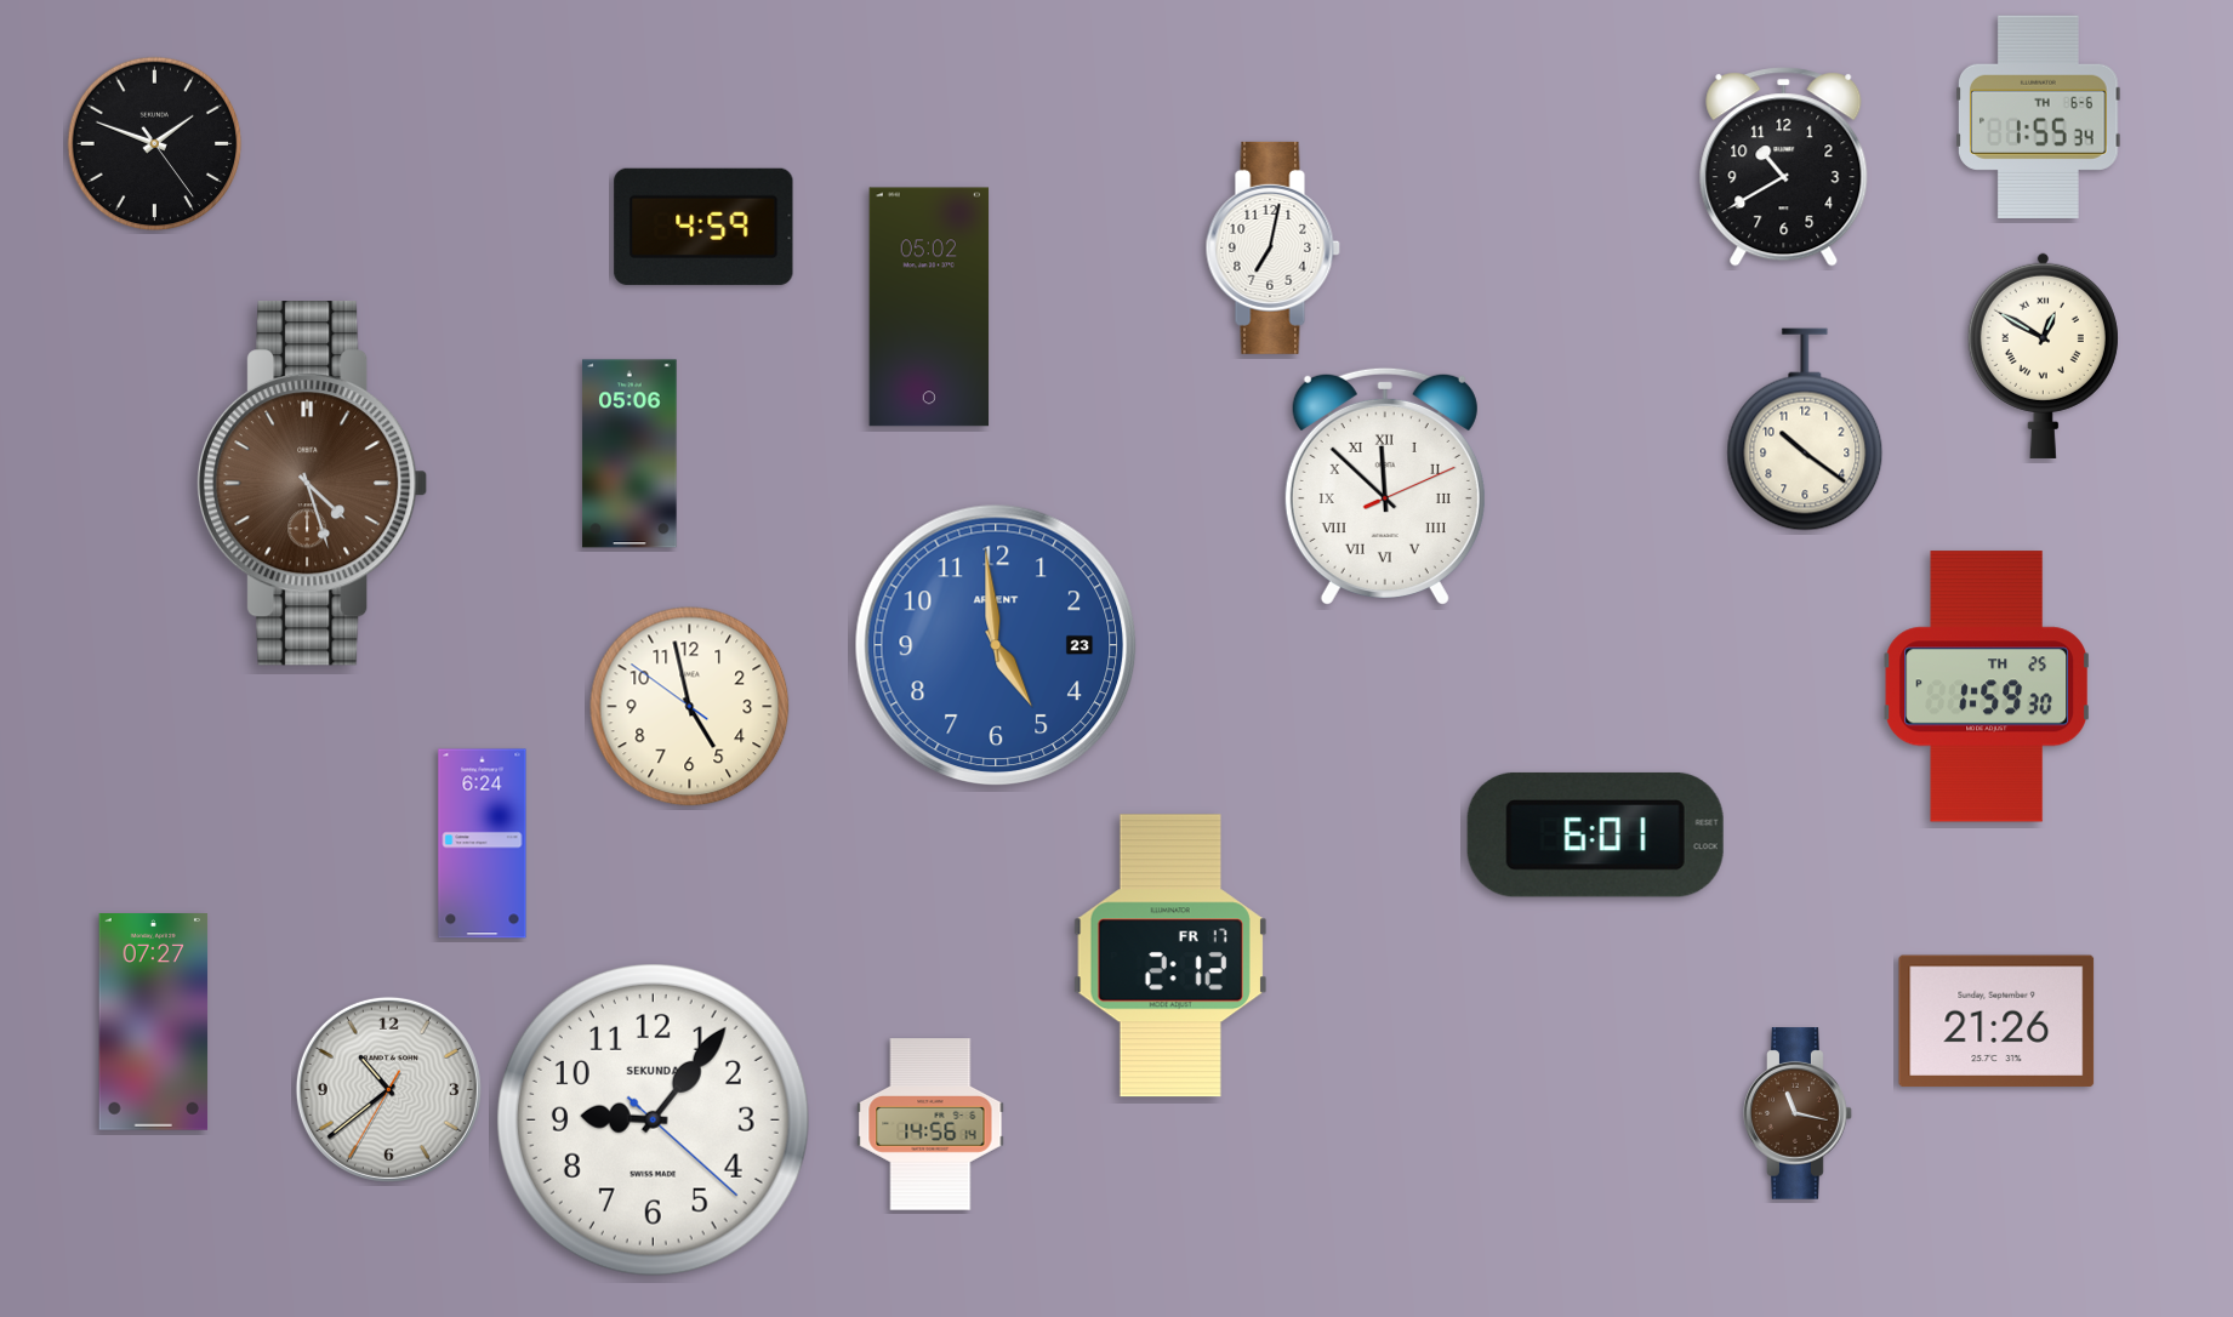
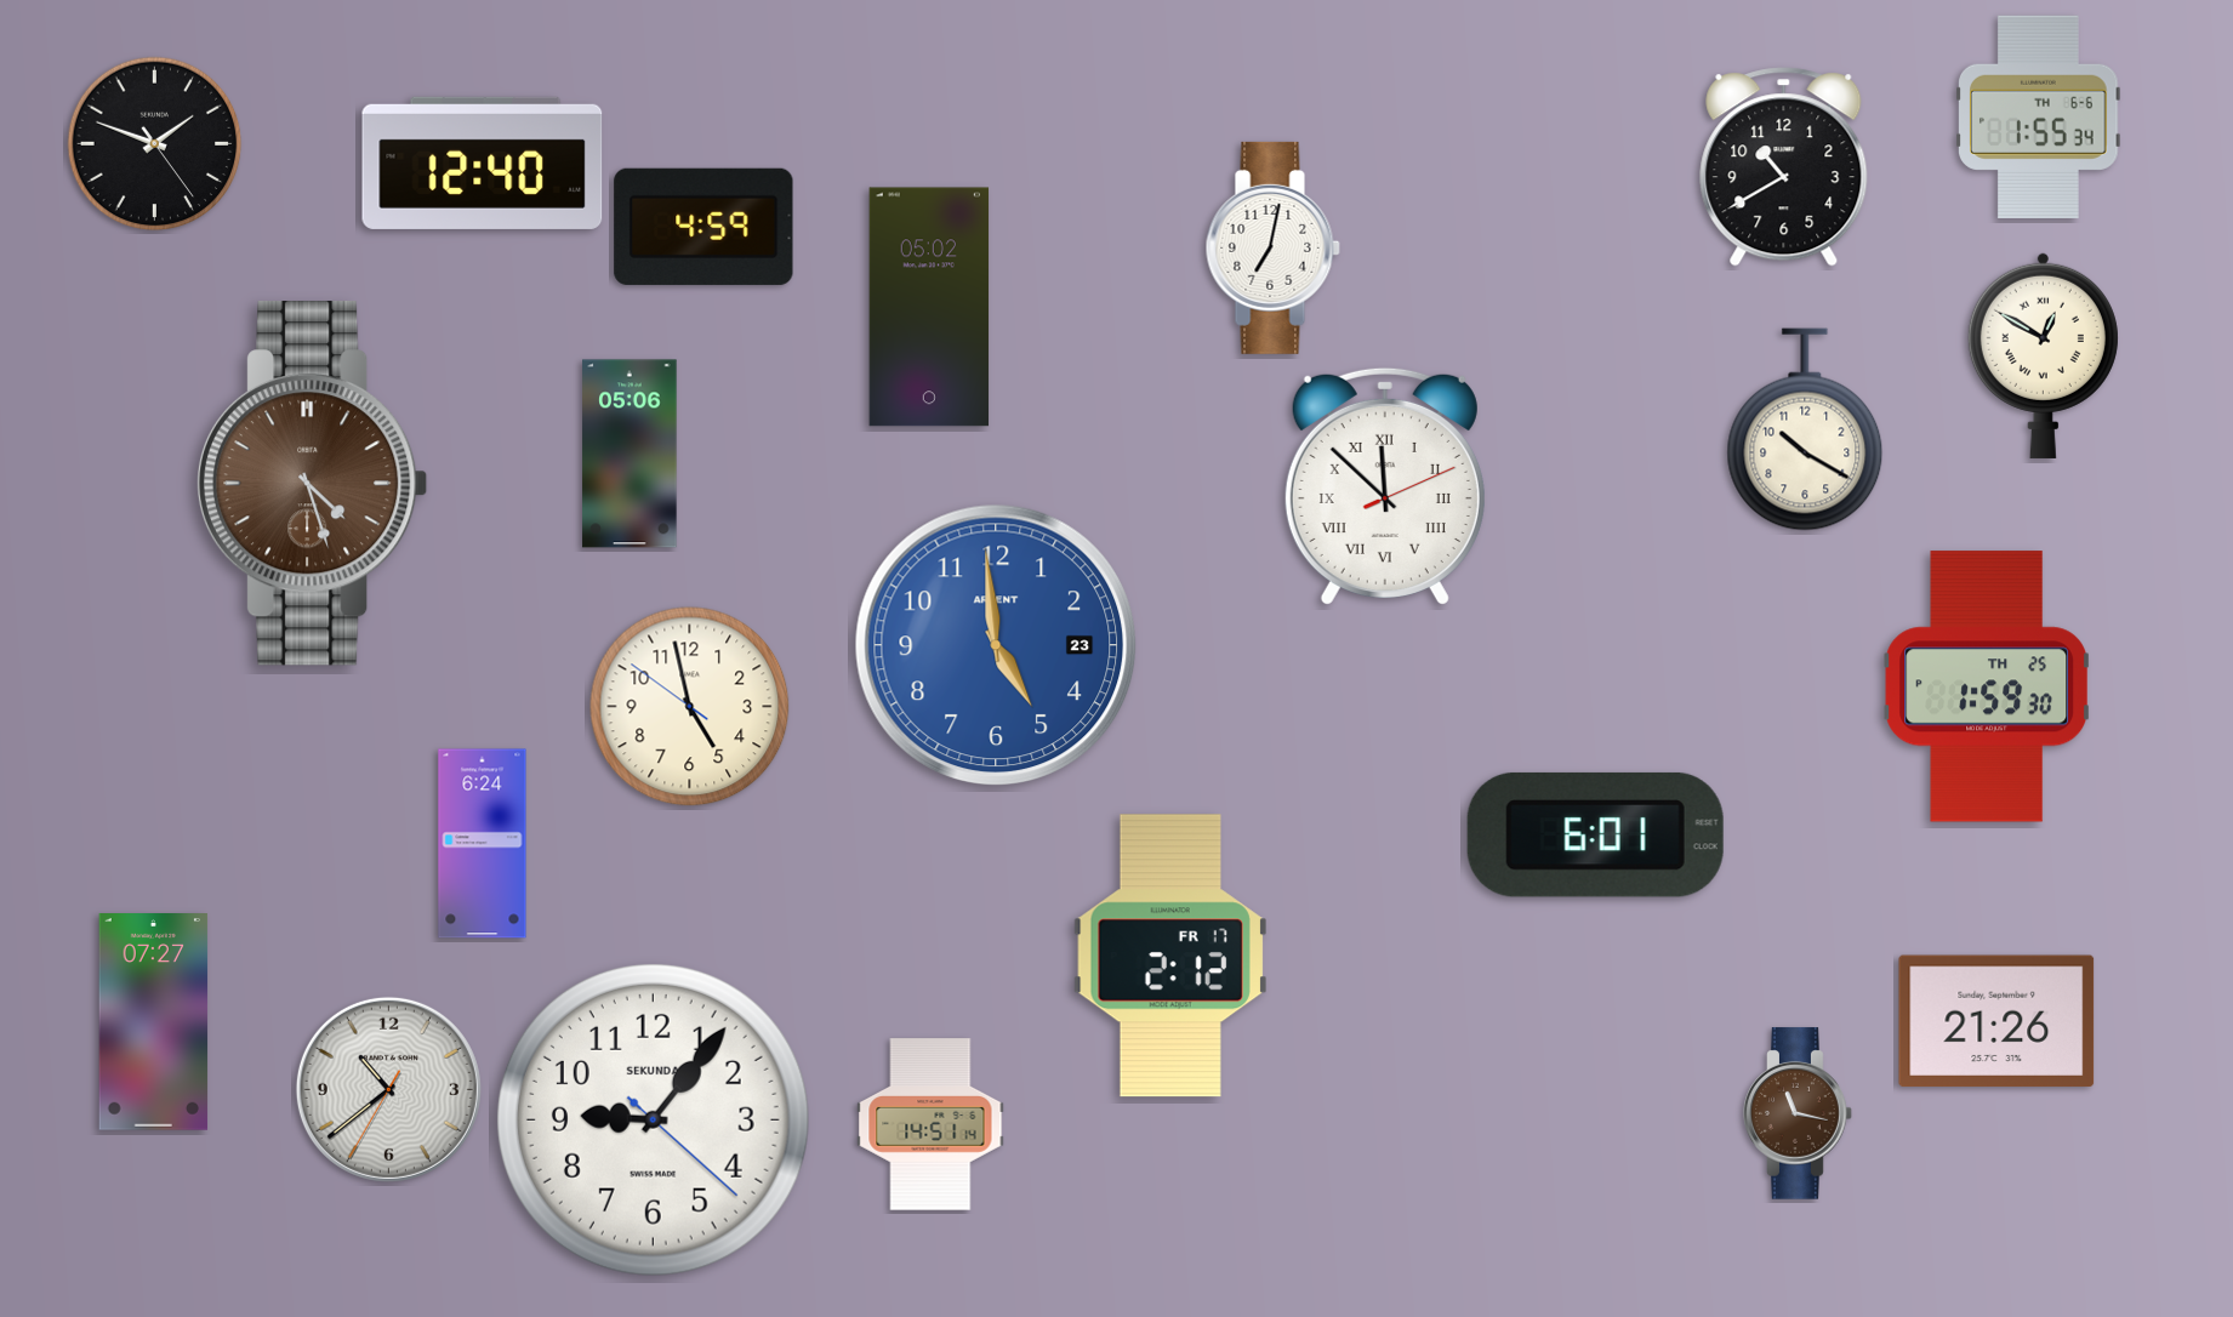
clock at (483, 163): none -> 12:40
clock at (1805, 429): 10:21 -> 10:20
clock at (930, 1124): 14:56 -> 14:51
